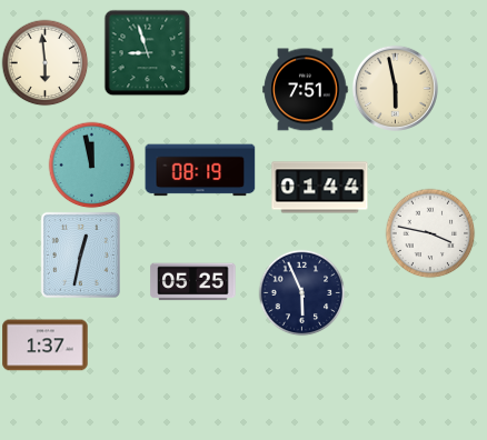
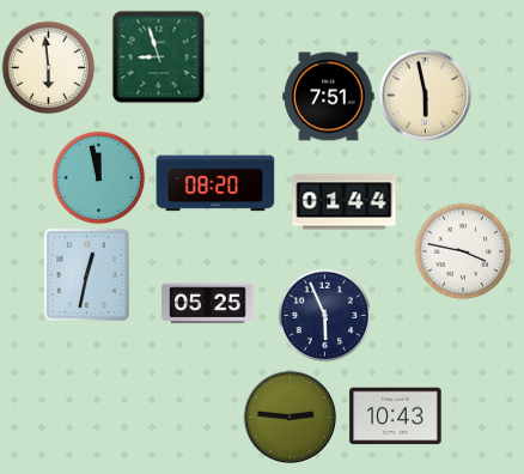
clock at (200, 170): 08:19 -> 08:20
clock at (46, 346): 1:37 -> none
clock at (290, 417): none -> 2:46
clock at (396, 417): none -> 10:43
